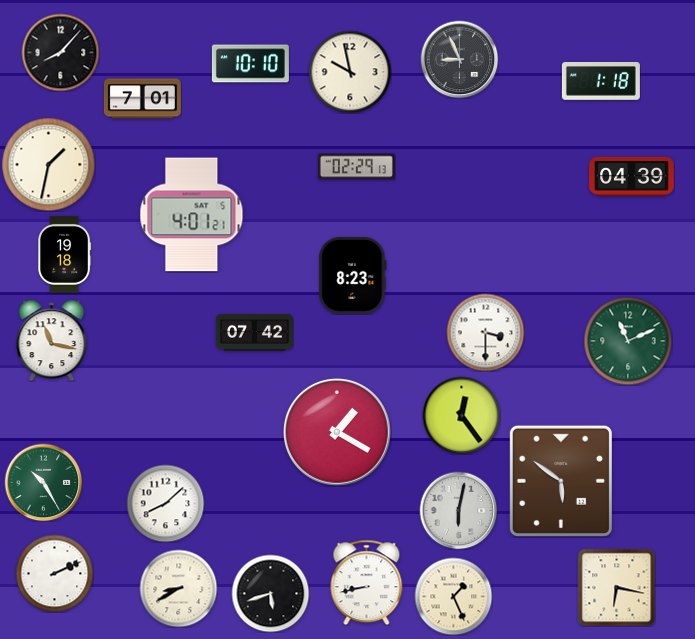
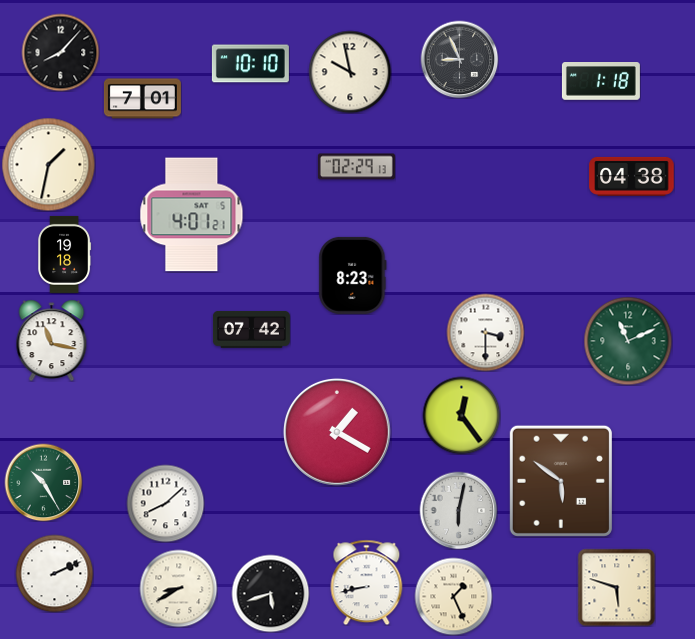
clock at (632, 176): 04:39 -> 04:38
clock at (254, 332) position: (254, 332) -> (251, 329)
clock at (616, 587): 6:17 -> 5:48
